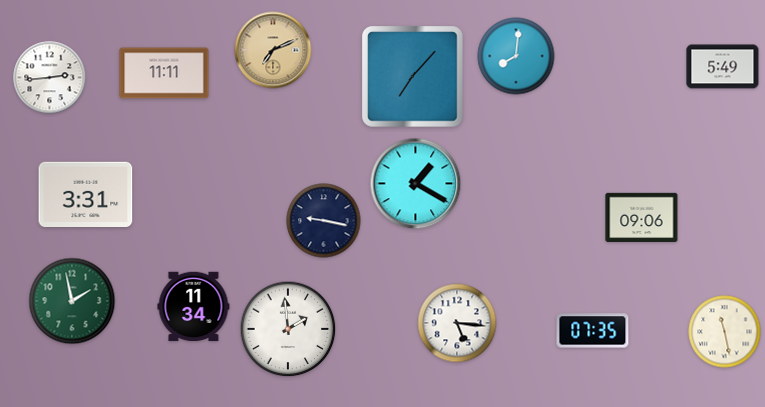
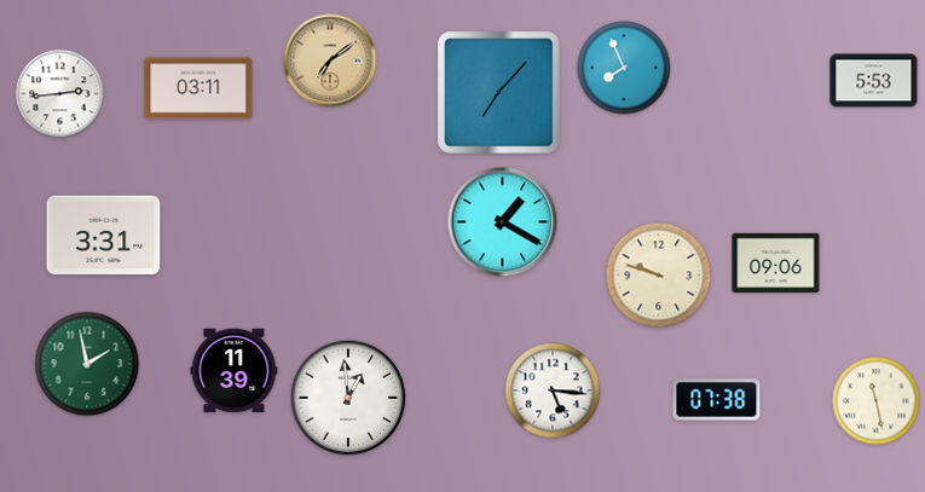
clock at (273, 50): 7:11 -> 7:09
clock at (516, 56): 8:01 -> 7:56
clock at (723, 67): 5:49 -> 5:53
clock at (164, 73): 11:11 -> 03:11
clock at (324, 221): 9:17 -> none
clock at (659, 276): none -> 9:48
clock at (194, 307): 11:34 -> 11:39
clock at (288, 329): 1:59 -> 12:59
clock at (593, 331): 07:35 -> 07:38
